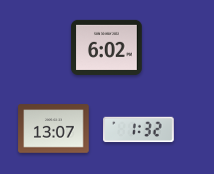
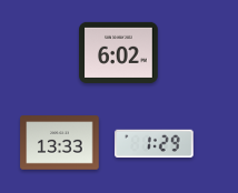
clock at (54, 129): 13:07 -> 13:33
clock at (139, 130): 1:32 -> 1:29
